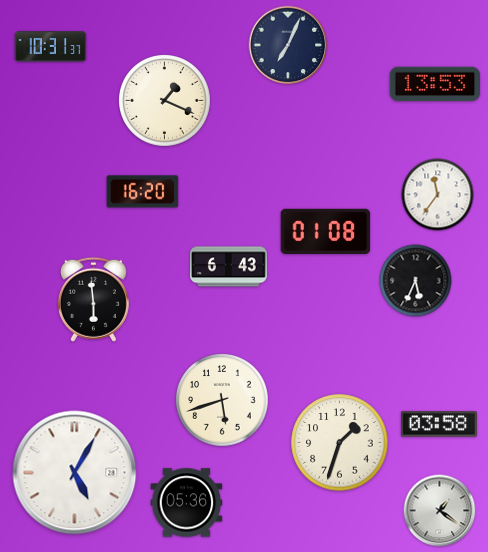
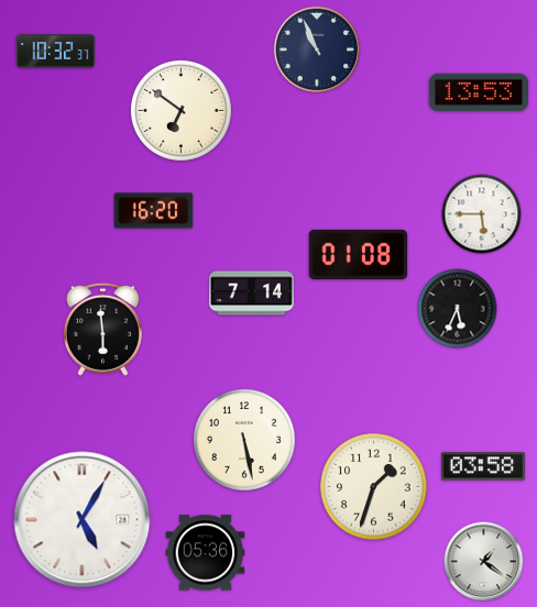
clock at (288, 45): 7:04 -> 10:56
clock at (51, 47): 10:31 -> 10:32
clock at (165, 101): 1:19 -> 6:51
clock at (143, 192) position: (143, 192) -> (154, 211)
clock at (438, 195): 11:36 -> 5:45
clock at (229, 267): 6:43 -> 7:14
clock at (222, 400): 5:42 -> 5:28
